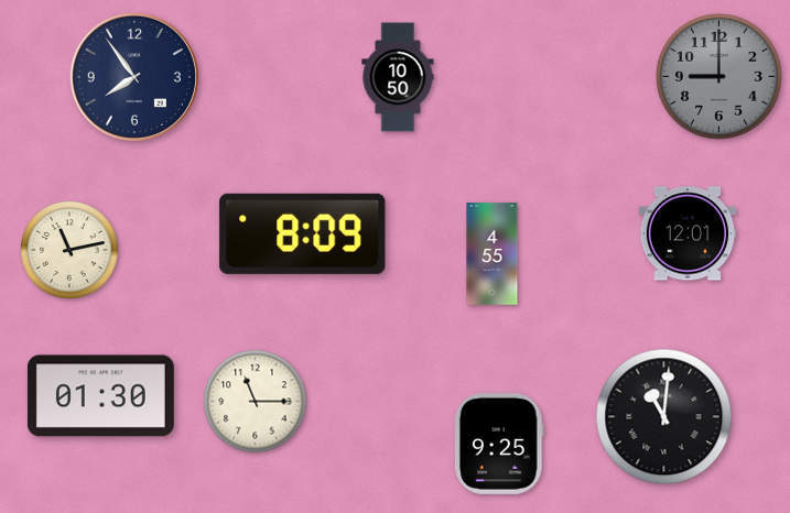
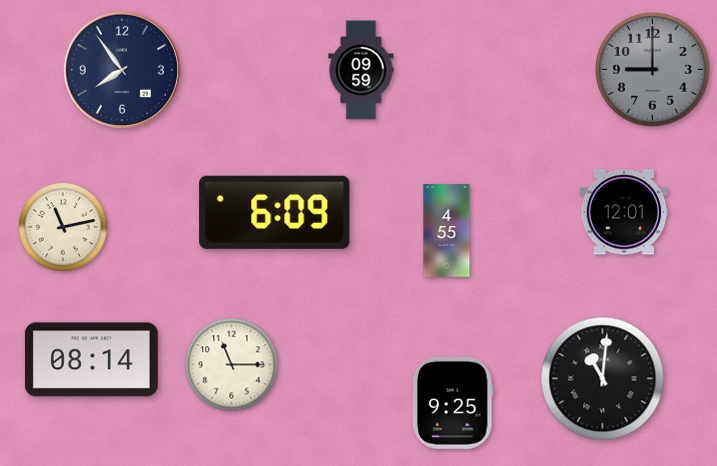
clock at (398, 77): 10:50 -> 09:59
clock at (303, 233): 8:09 -> 6:09
clock at (100, 396): 01:30 -> 08:14
